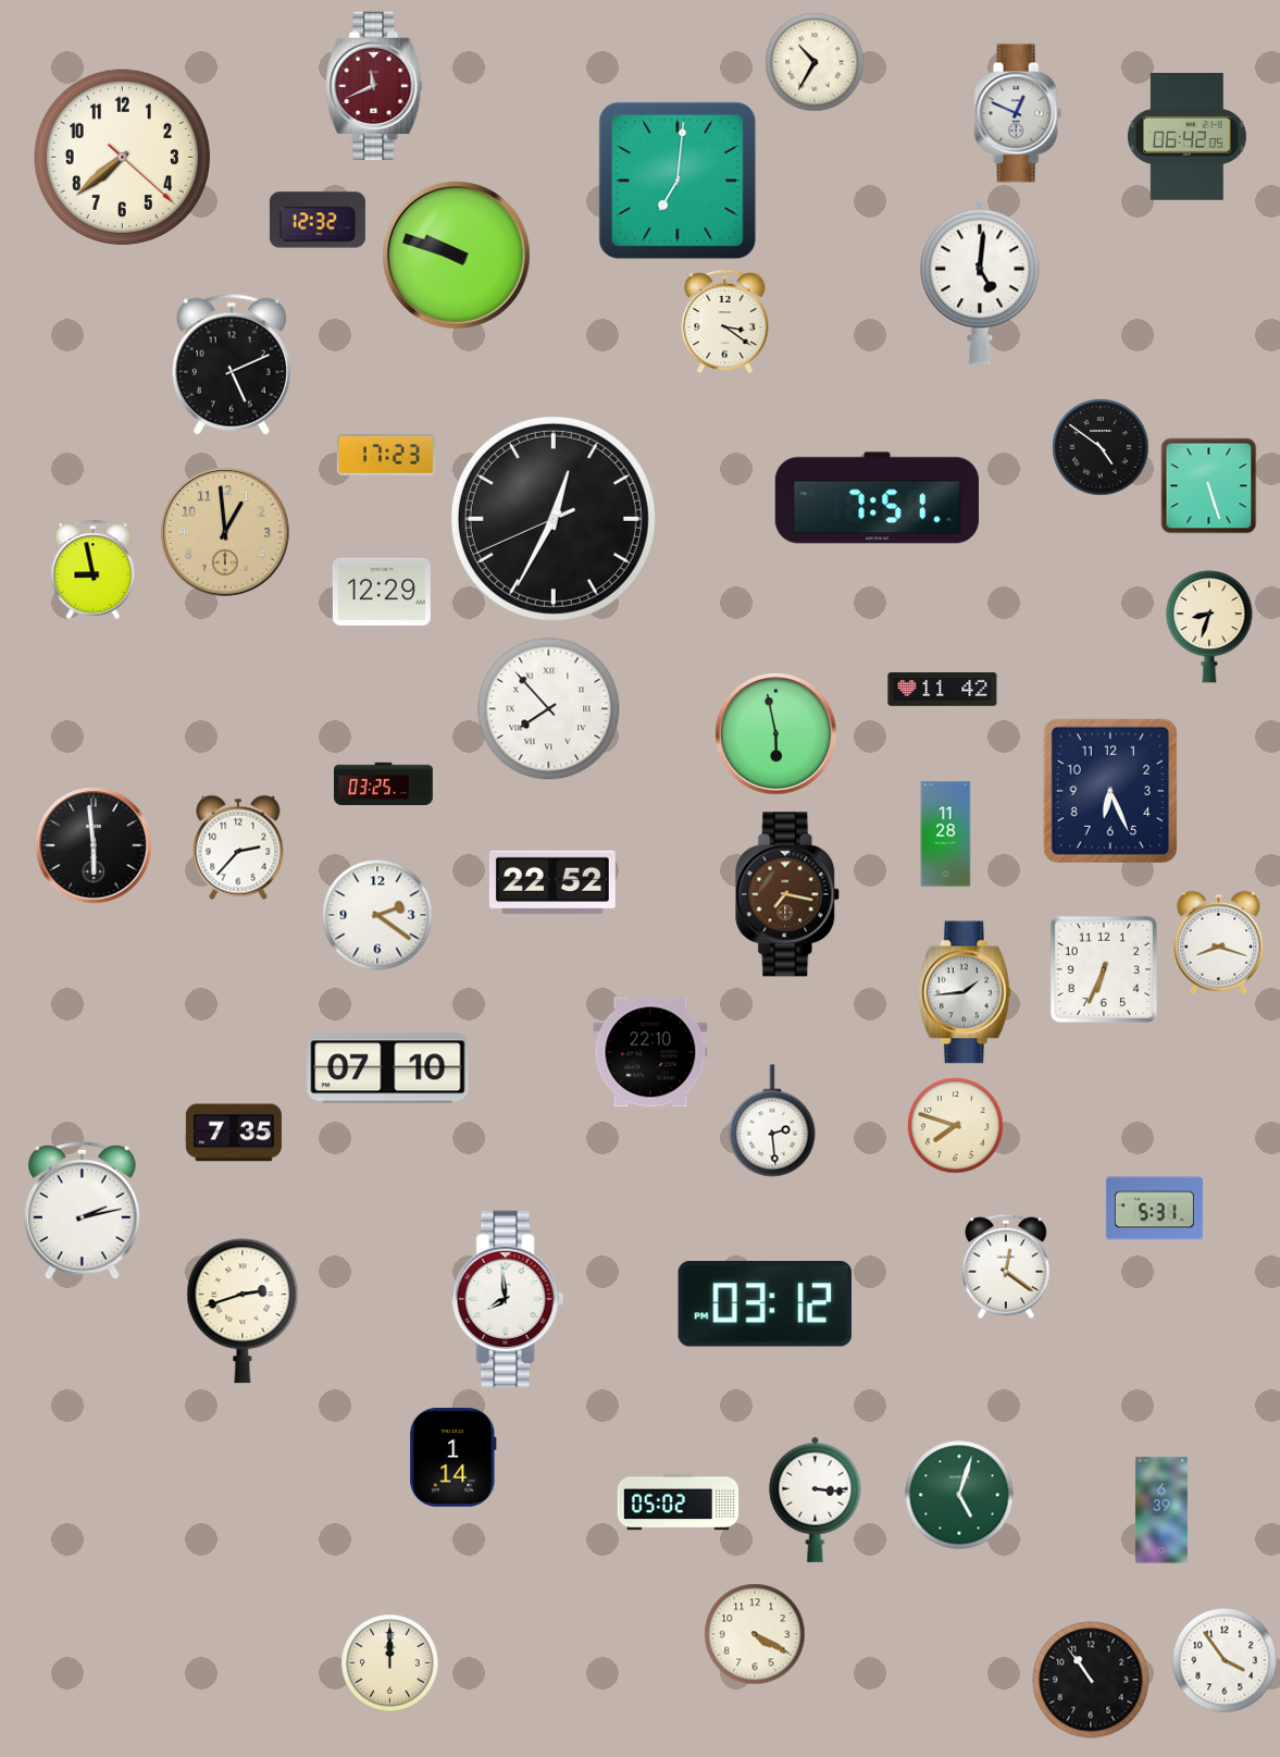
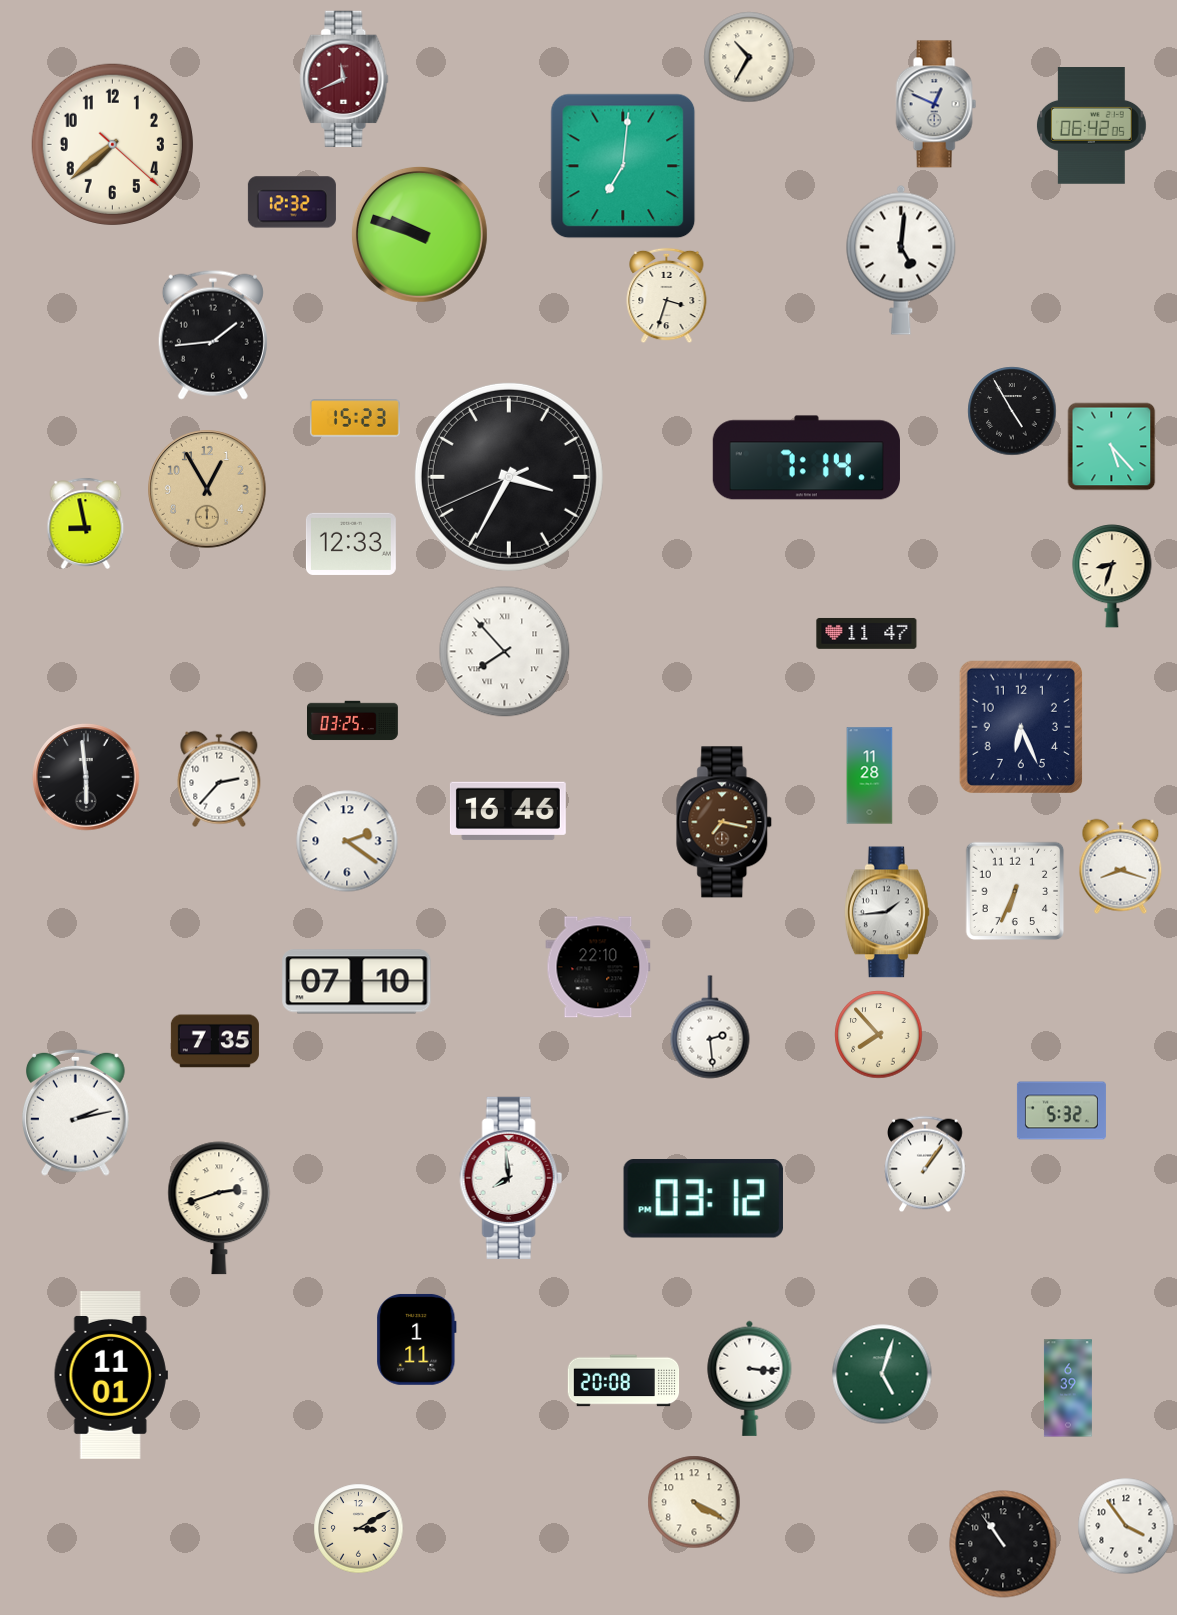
clock at (725, 322): 3:21 -> 3:33
clock at (232, 364): 5:11 -> 1:44
clock at (1101, 447): 4:51 -> 4:55
clock at (386, 455): 17:23 -> 15:23
clock at (1209, 486): 5:27 -> 5:23
clock at (877, 498): 7:51 -> 7:14
clock at (554, 519): 12:34 -> 3:34
clock at (225, 532): 12:59 -> 12:55
clock at (382, 592): 12:29 -> 12:33
clock at (943, 689): 11:42 -> 11:47
clock at (776, 734): 5:58 -> none
clock at (946, 834) position: (946, 834) -> (870, 776)
clock at (552, 882): 22:52 -> 16:46
clock at (772, 1121) position: (772, 1121) -> (710, 1027)
clock at (956, 1126): 7:48 -> 7:53
clock at (1154, 1209): 5:31 -> 5:32
clock at (1006, 1266): 12:21 -> 1:06
clock at (508, 1299) position: (508, 1299) -> (511, 1178)
clock at (243, 1311) position: (243, 1311) -> (219, 1208)
clock at (453, 1457): 1:14 -> 1:11
clock at (111, 1376): none -> 11:01
clock at (679, 1502): 05:02 -> 20:08
clock at (390, 1663): 12:00 -> 3:10
